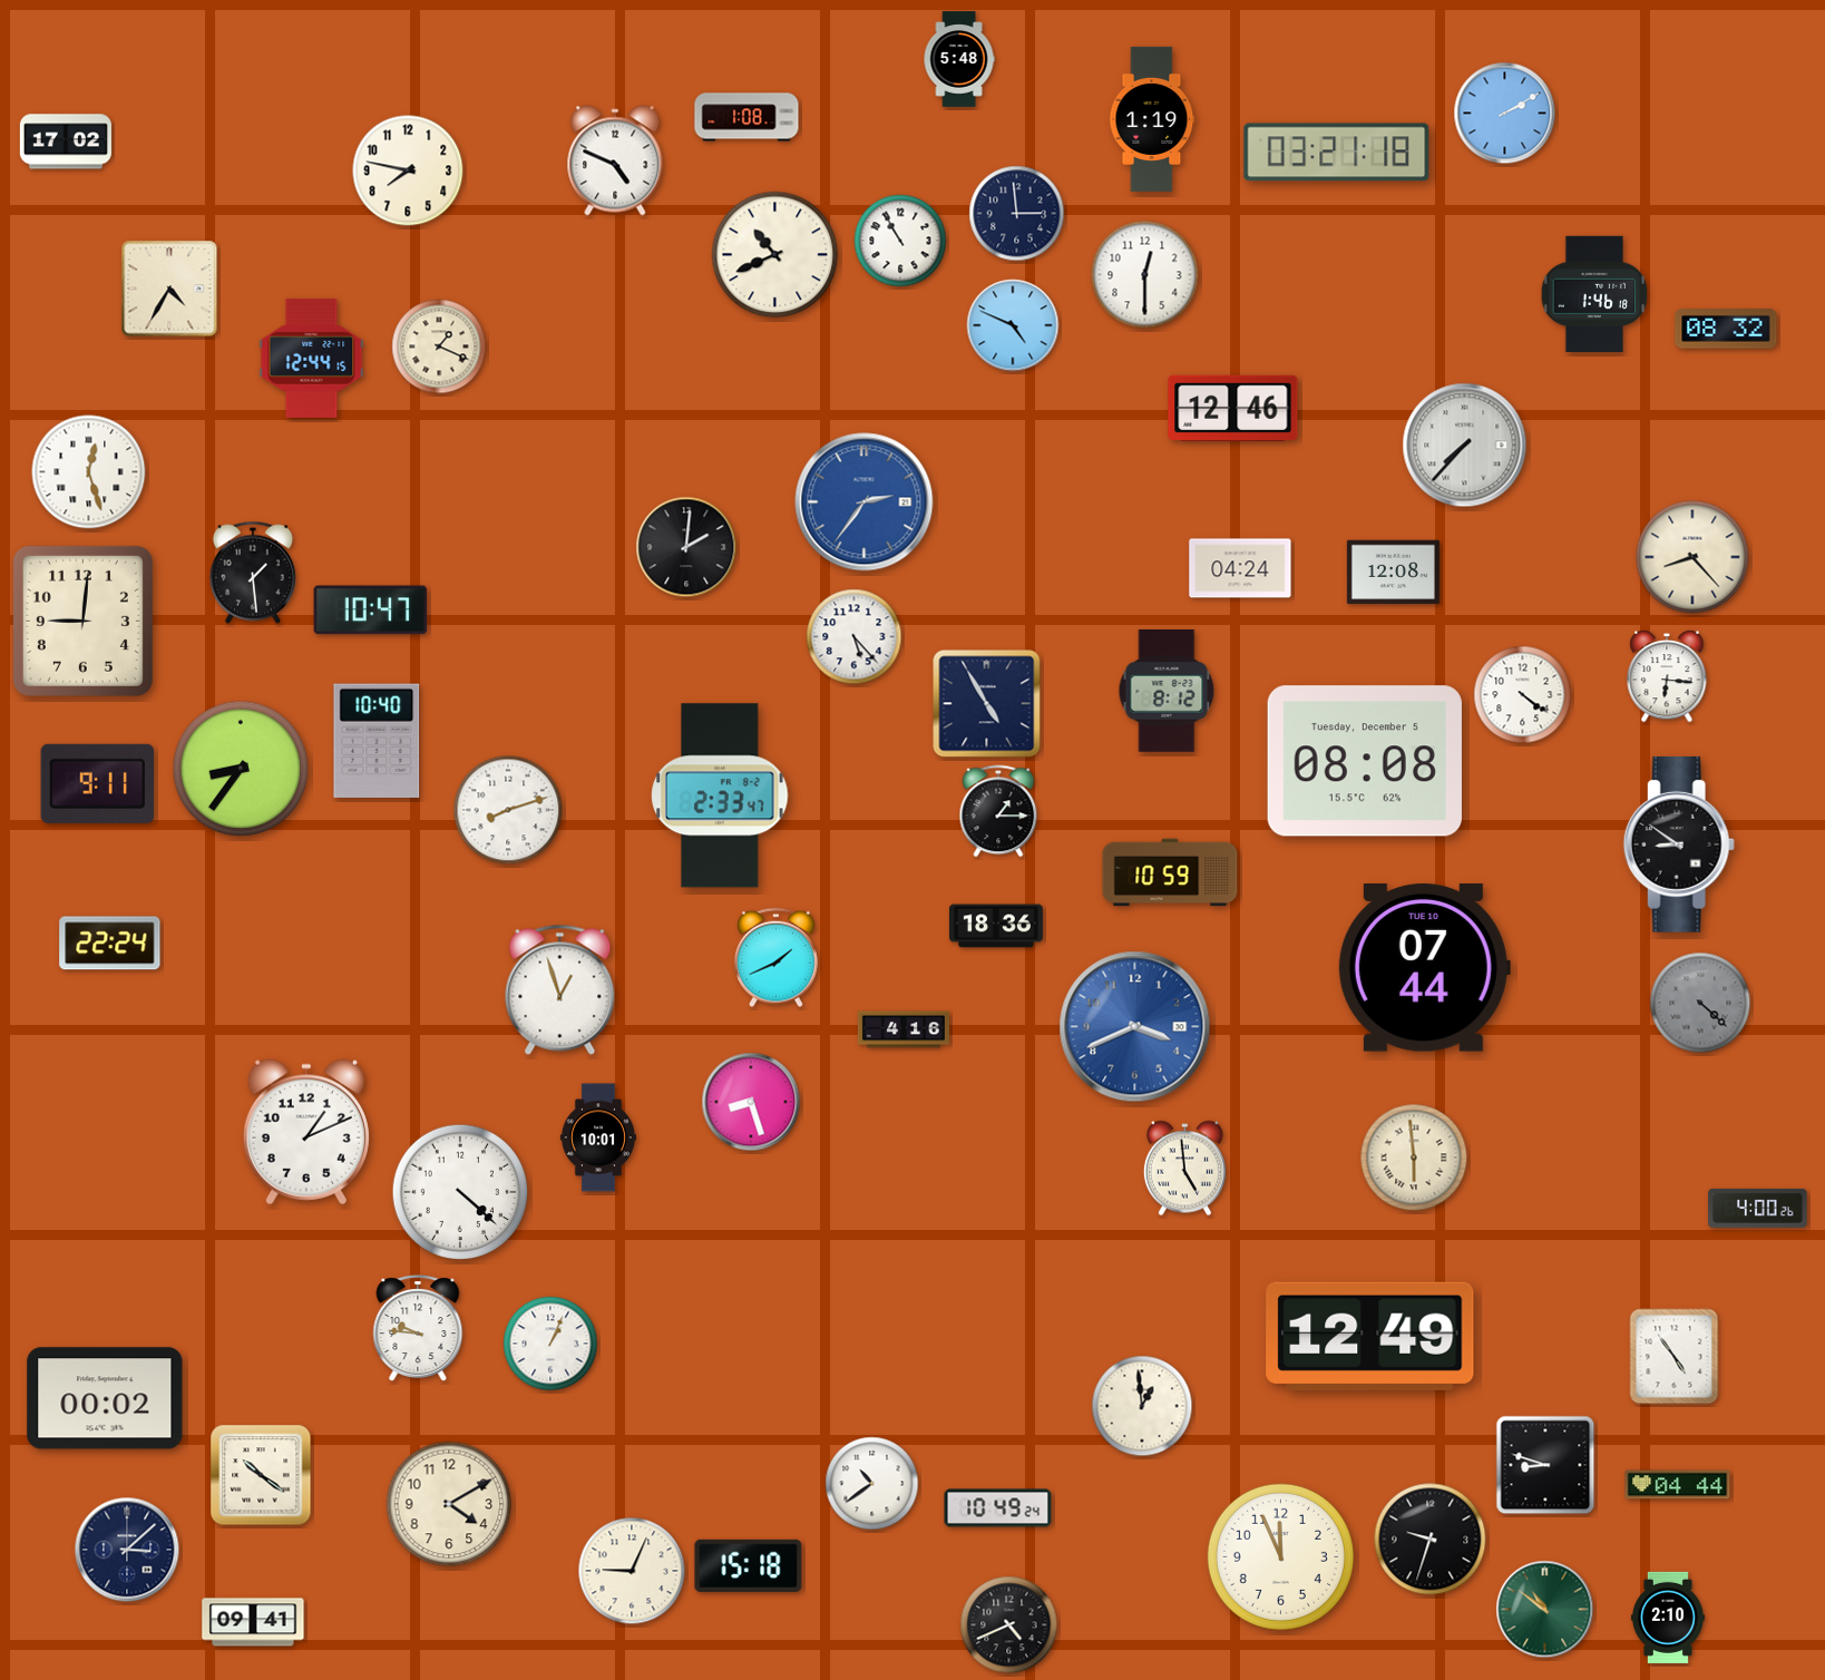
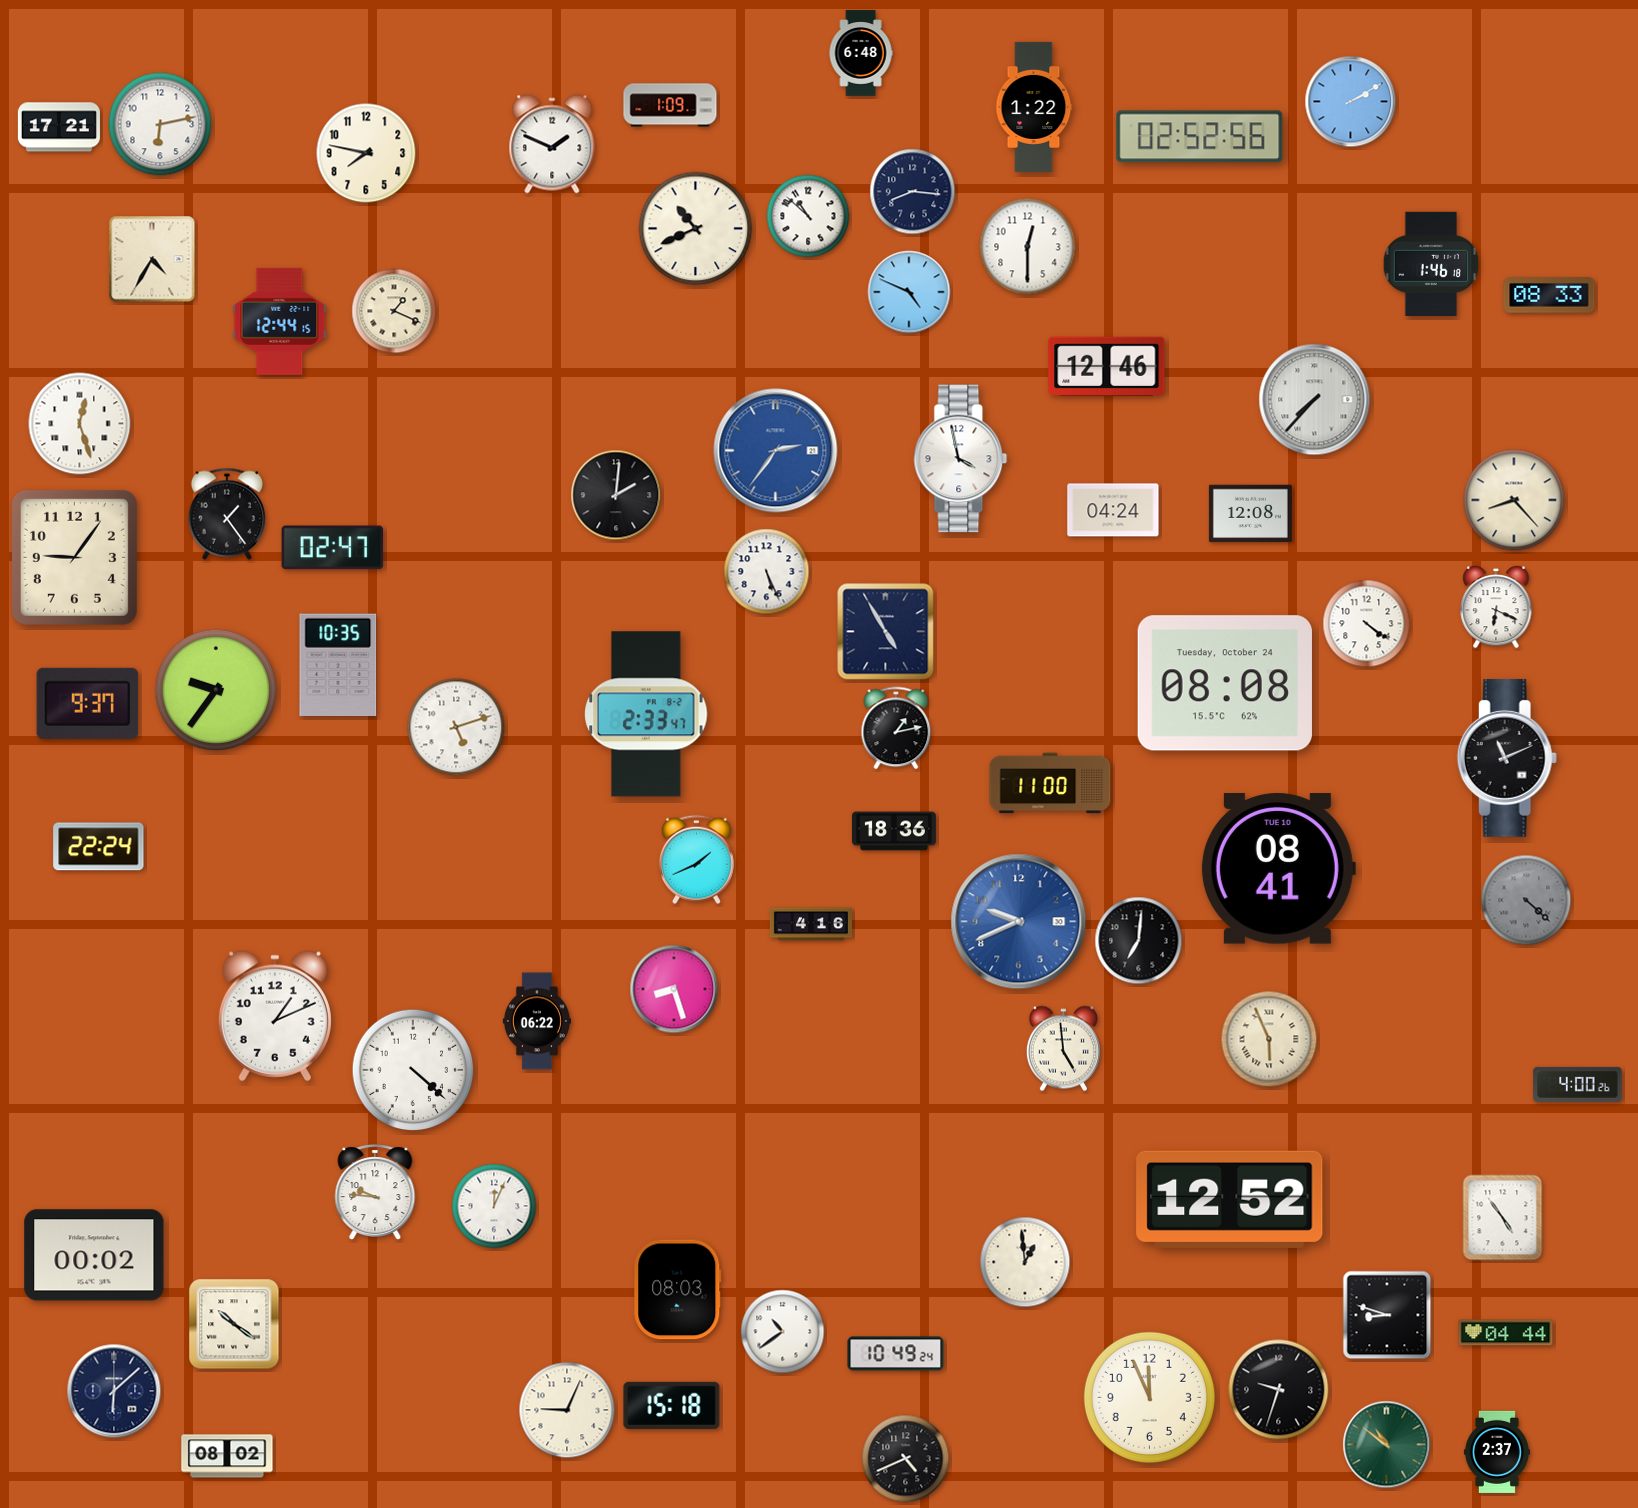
clock at (959, 59): 5:48 -> 6:48
clock at (746, 117): 1:08 -> 1:09
clock at (1152, 119): 1:19 -> 1:22
clock at (160, 124): none -> 6:13
clock at (66, 141): 17:02 -> 17:21
clock at (1337, 153): 03:21 -> 02:52
clock at (615, 160): 4:49 -> 1:49
clock at (1017, 214): 2:59 -> 8:16
clock at (900, 241): 10:55 -> 10:52
clock at (1726, 329): 08:32 -> 08:33
clock at (961, 459): none -> 3:58
clock at (686, 547) position: (686, 547) -> (616, 495)
clock at (1692, 557) position: (1692, 557) -> (1514, 500)
clock at (253, 573): 1:29 -> 1:24
clock at (371, 611): 10:47 -> 02:47
clock at (82, 621): 9:01 -> 9:06
clock at (855, 637): 5:23 -> 5:26
clock at (1667, 676): 6:16 -> 6:19
clock at (1167, 692): 8:12 -> none
clock at (377, 740): 10:40 -> 10:35
clock at (1365, 761) date: Tuesday, December 5 -> Tuesday, October 24
clock at (241, 769): 8:36 -> 9:36
clock at (98, 783): 9:11 -> 9:37
clock at (508, 810): 8:12 -> 5:12
clock at (998, 811): 1:15 -> 1:13
clock at (1679, 846): 8:51 -> 11:11
clock at (1170, 872): 10:59 -> 11:00
clock at (1424, 968): 07:44 -> 08:41
clock at (560, 989): 12:57 -> none
clock at (1135, 1027): 3:41 -> 9:41
clock at (1139, 941): none -> 7:01
clock at (598, 1137): 10:01 -> 06:22
clock at (1414, 1158): 5:59 -> 5:56
clock at (1370, 1336): 12:49 -> 12:52
clock at (550, 1344): 1:04 -> 12:04
clock at (678, 1290): none -> 08:03
clock at (449, 1504): 4:10 -> none
clock at (1431, 1540) position: (1431, 1540) -> (1279, 1390)
clock at (127, 1550): 3:08 -> 6:08
clock at (1668, 1618): 2:10 -> 2:37
clock at (253, 1622): 09:41 -> 08:02
